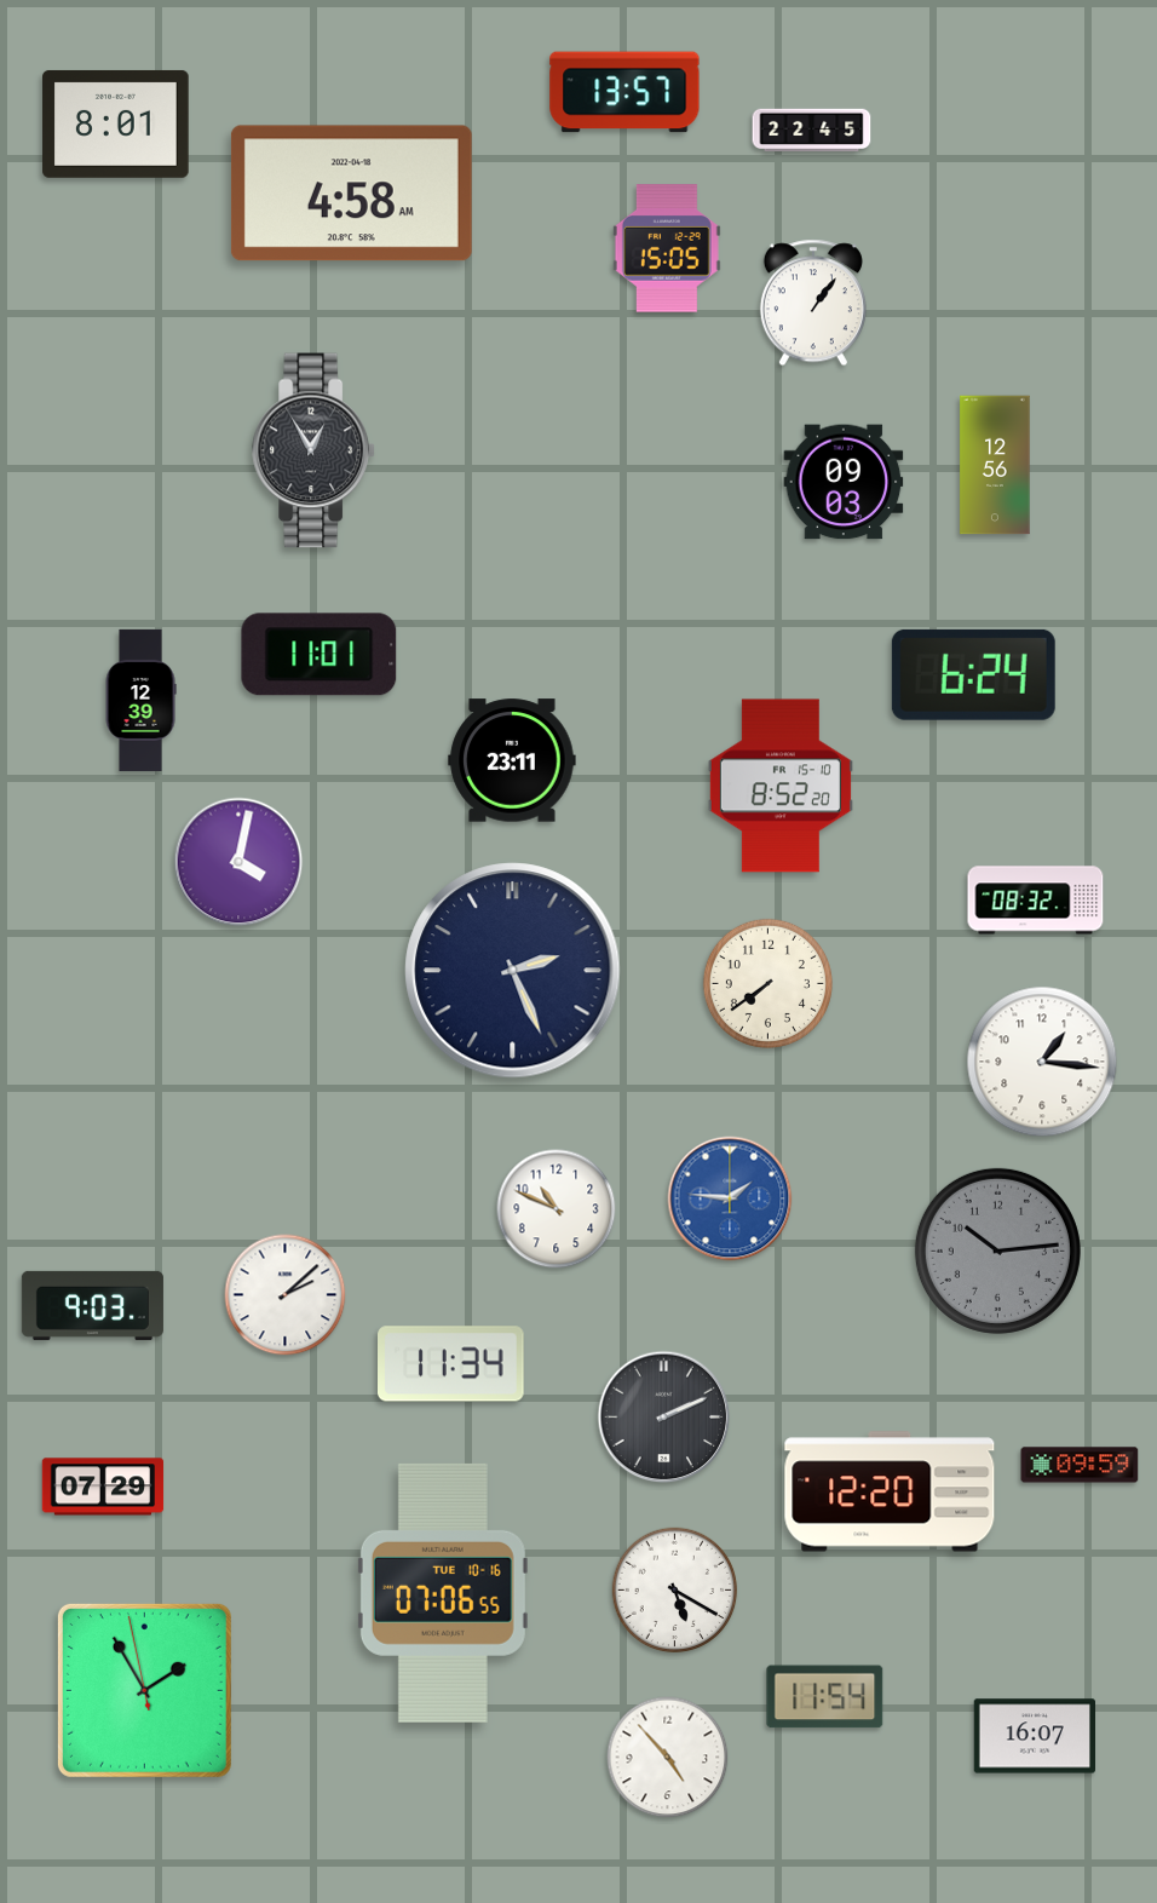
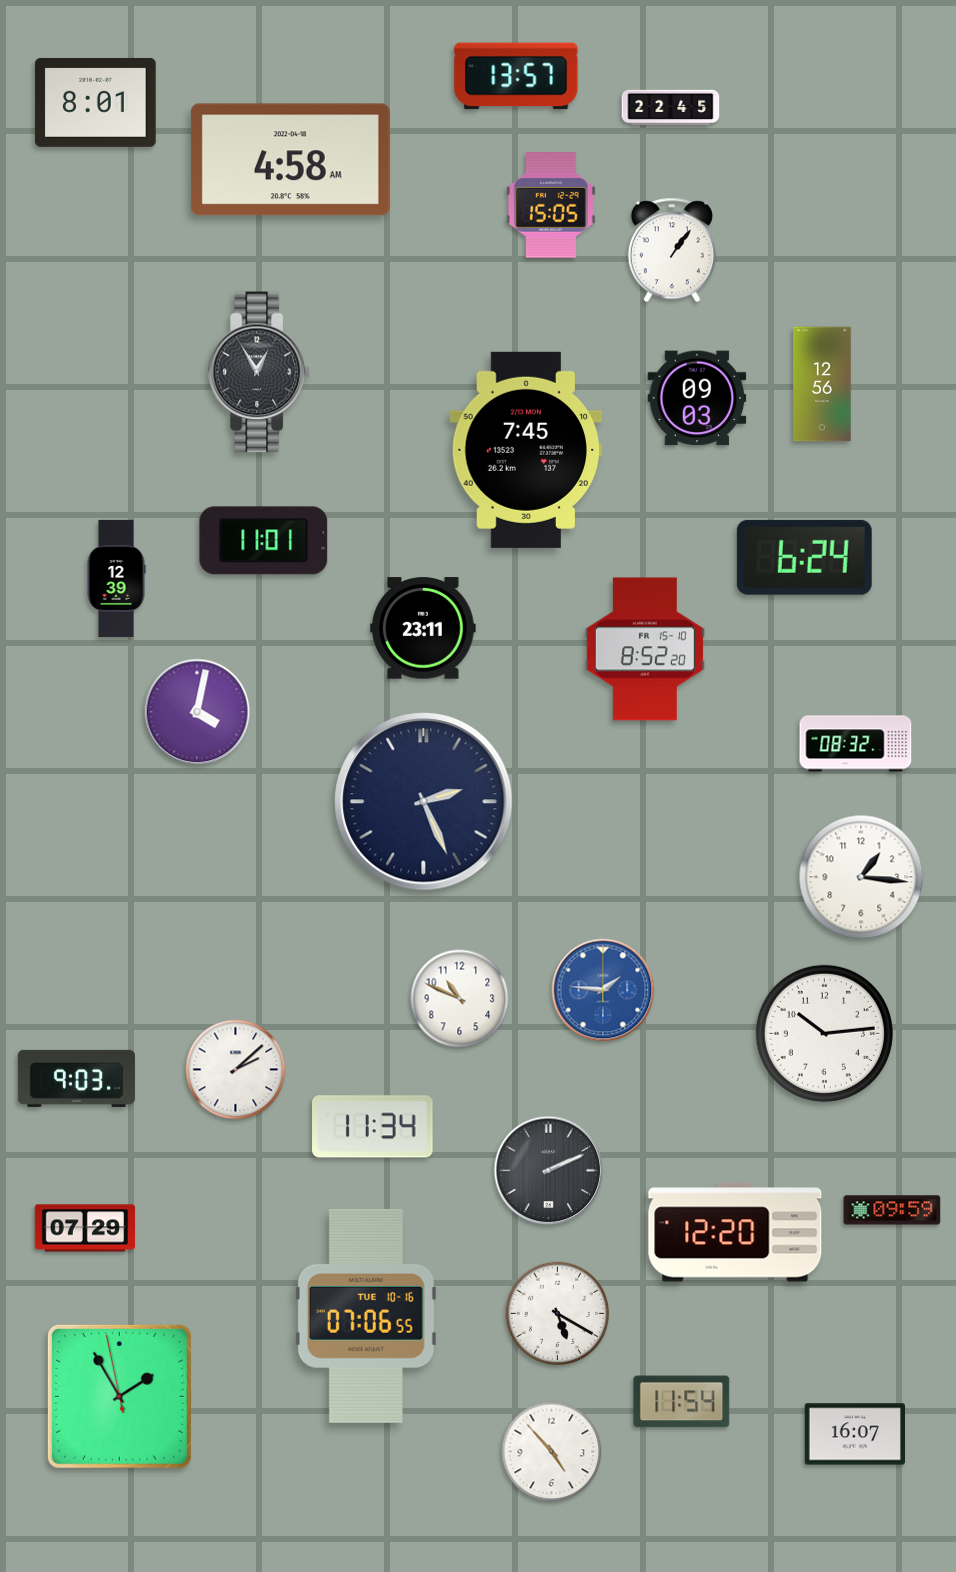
clock at (526, 450): none -> 7:45
clock at (767, 983): 7:39 -> none
clock at (997, 1251) dial: grey -> white
